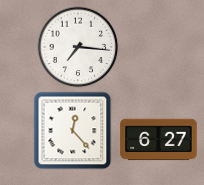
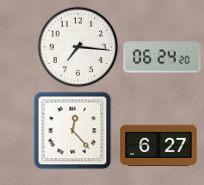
clock at (162, 57): none -> 06:24
clock at (159, 140) position: (159, 140) -> (159, 146)
